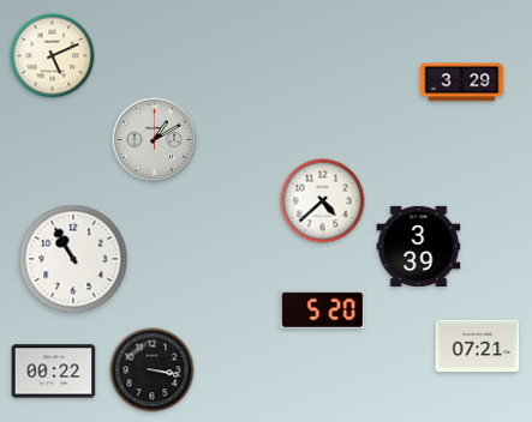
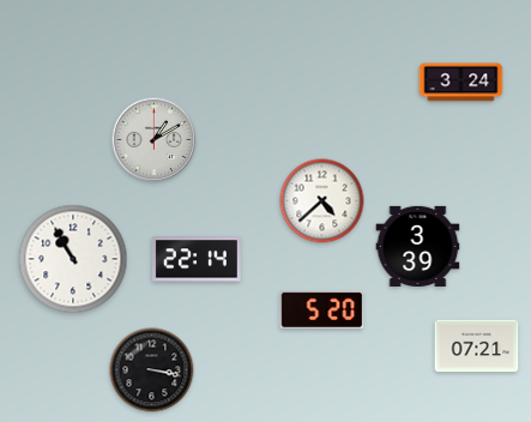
clock at (53, 56): 5:11 -> none
clock at (462, 83): 3:29 -> 3:24
clock at (198, 259): none -> 22:14
clock at (54, 372): 00:22 -> none
